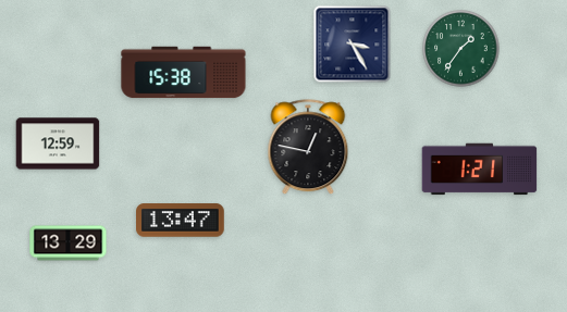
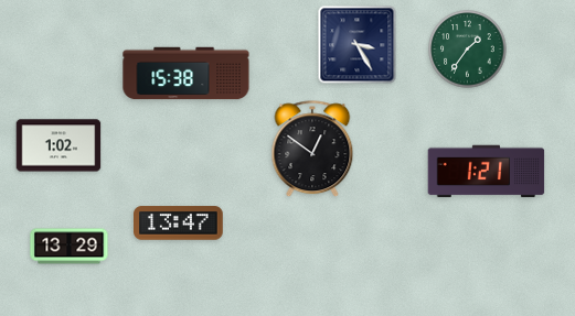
clock at (58, 143): 12:59 -> 1:02
clock at (308, 148): 12:47 -> 12:51
clock at (181, 221) position: (181, 221) -> (179, 224)
